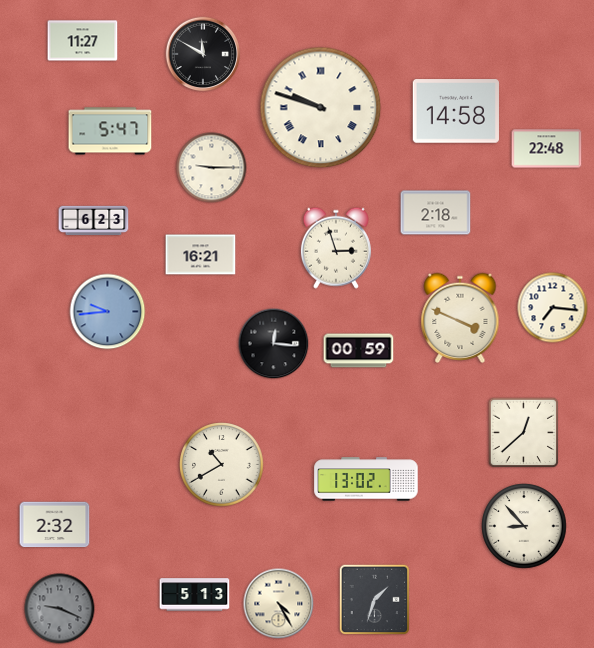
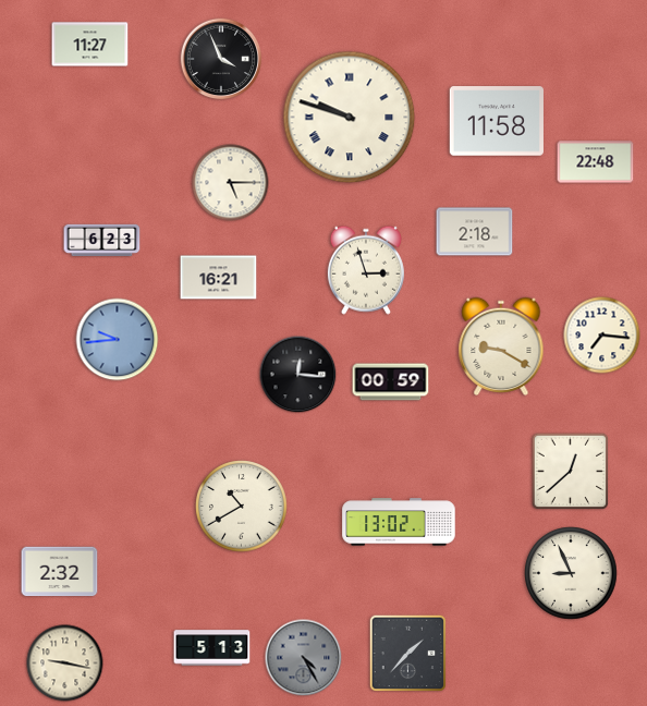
clock at (203, 54): 11:50 -> 3:56
clock at (455, 111): 14:58 -> 11:58
clock at (110, 131): 5:47 -> none
clock at (212, 168): 9:15 -> 5:15
clock at (460, 317): 3:49 -> 9:20
clock at (524, 526): 8:53 -> 8:56
clock at (375, 600): 1:33 -> 1:37
clock at (279, 604) dial: cream -> grey
clock at (60, 609): 9:19 -> 9:17
clock at (60, 609) dial: grey -> cream
